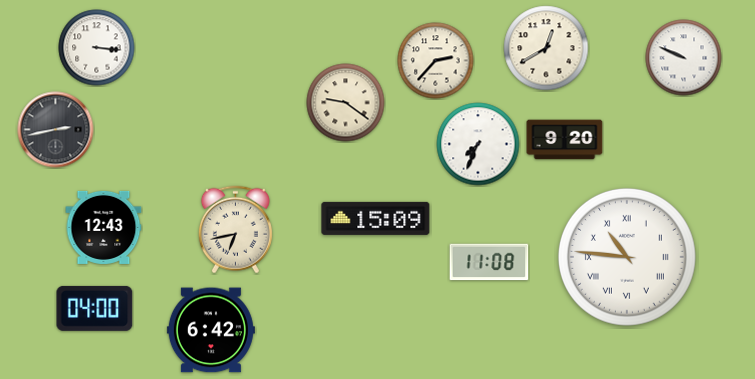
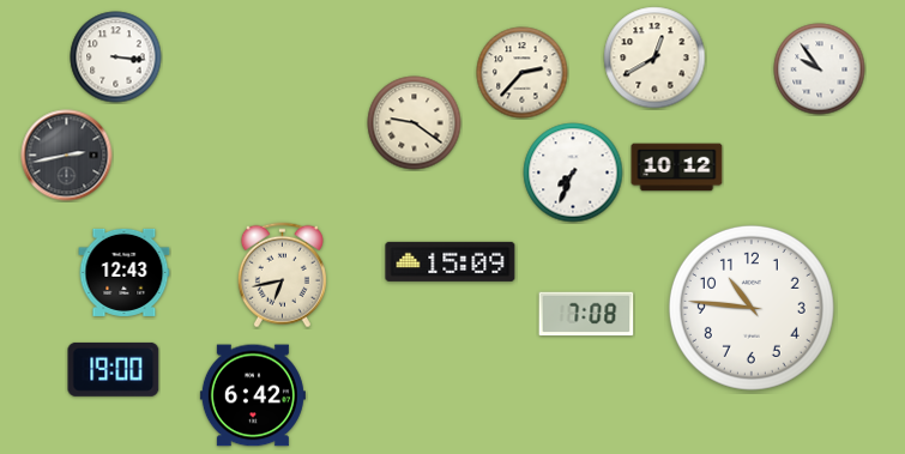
clock at (684, 58): 9:49 -> 9:54
clock at (565, 140): 9:20 -> 10:12
clock at (627, 257) numerals: Roman -> Arabic
clock at (489, 262): 11:08 -> 7:08
clock at (95, 308): 04:00 -> 19:00
